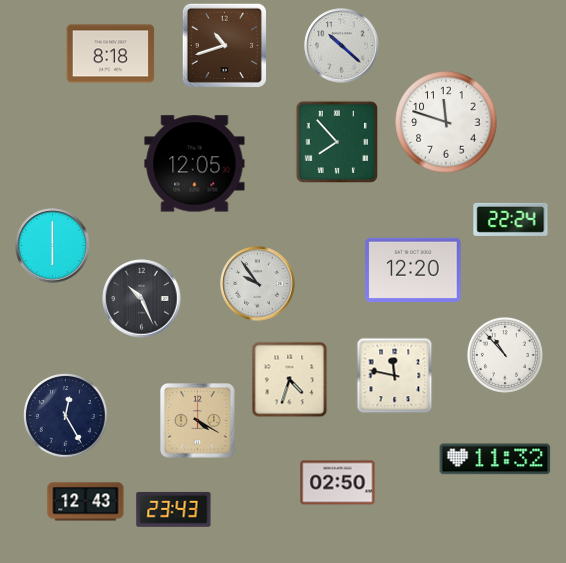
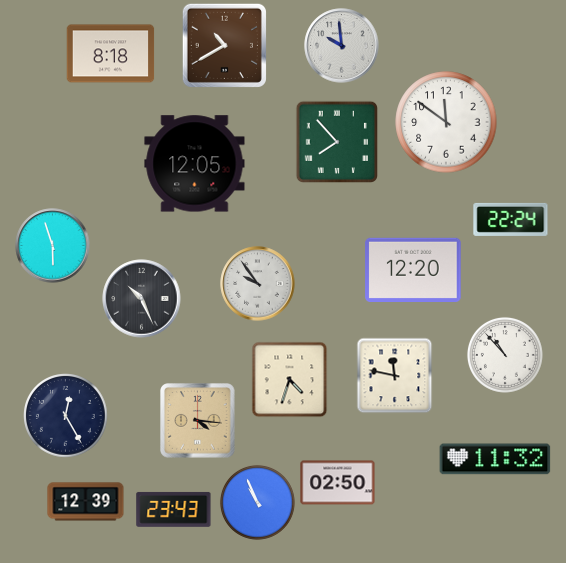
clock at (224, 45): 10:42 -> 10:40
clock at (342, 46): 10:22 -> 9:59
clock at (446, 122): 11:48 -> 11:51
clock at (53, 246): 6:00 -> 5:57
clock at (198, 421): 4:20 -> 4:16
clock at (86, 502): 12:43 -> 12:39
clock at (257, 502): none -> 10:56
